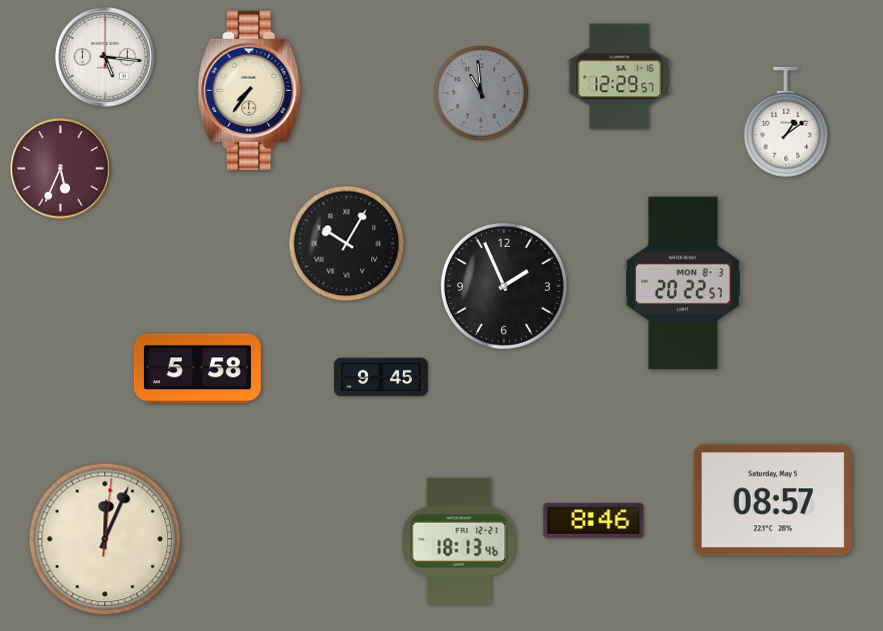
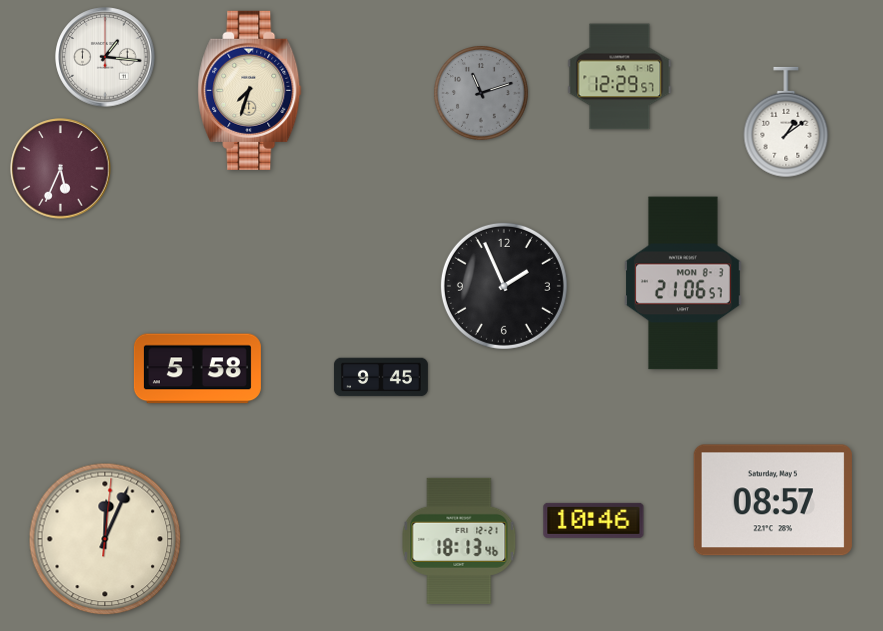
clock at (105, 57): 5:16 -> 1:16
clock at (250, 90): 7:36 -> 7:33
clock at (481, 93): 10:59 -> 11:12
clock at (347, 244): 10:05 -> none
clock at (684, 283): 20:22 -> 21:06
clock at (594, 520): 8:46 -> 10:46
